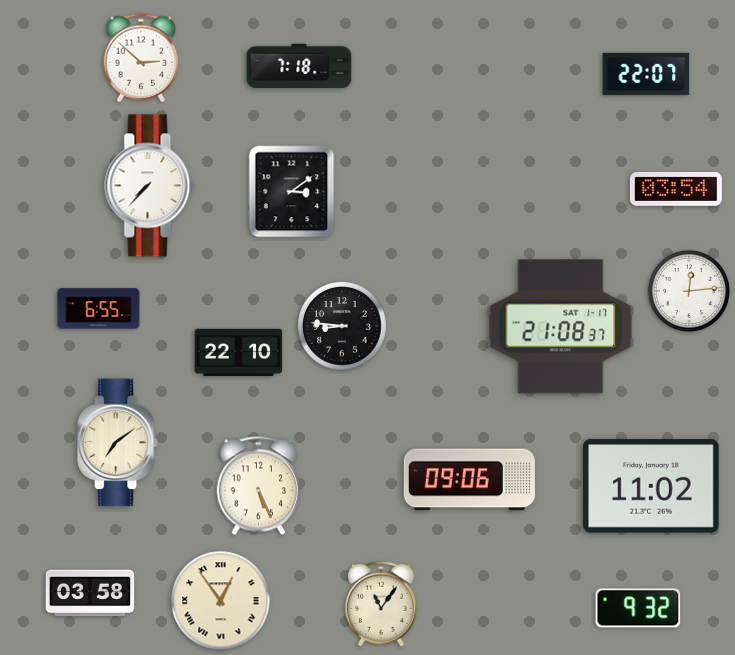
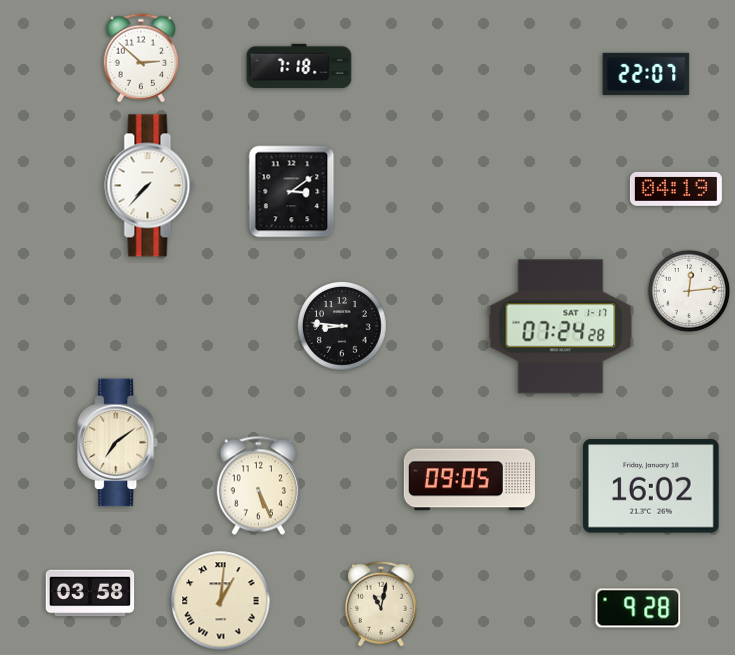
clock at (676, 189): 03:54 -> 04:19
clock at (99, 309): 6:55 -> none
clock at (561, 327): 21:08 -> 07:24
clock at (239, 352): 22:10 -> none
clock at (469, 480): 09:06 -> 09:05
clock at (652, 486): 11:02 -> 16:02
clock at (221, 601): 12:54 -> 1:01
clock at (381, 604): 11:06 -> 11:02
clock at (638, 608): 9:32 -> 9:28
